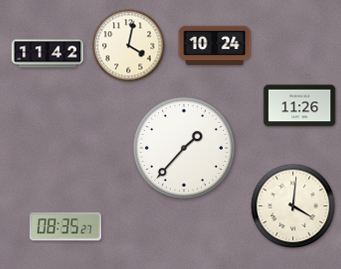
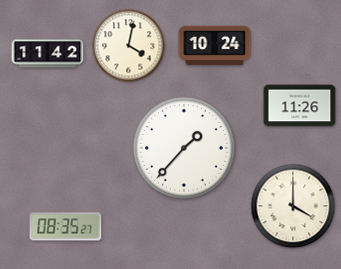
clock at (293, 206): 4:01 -> 4:00
